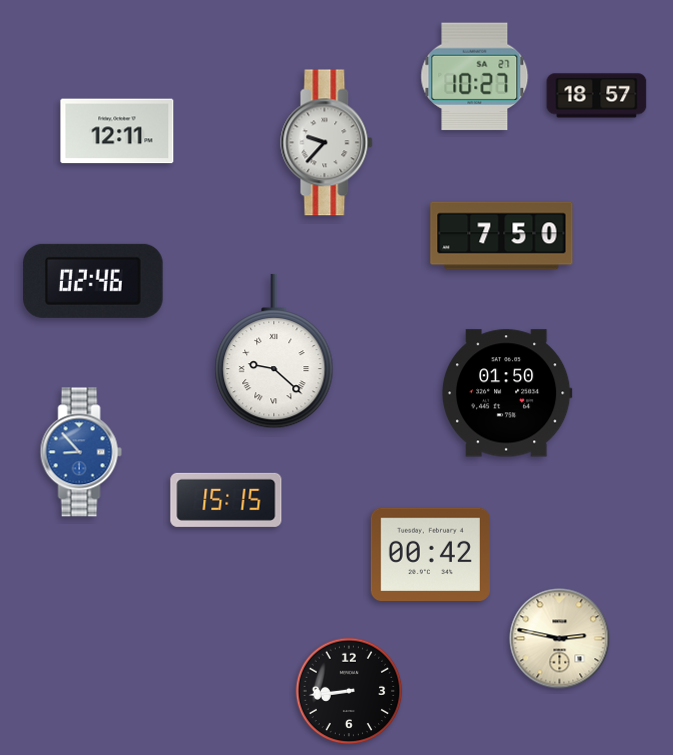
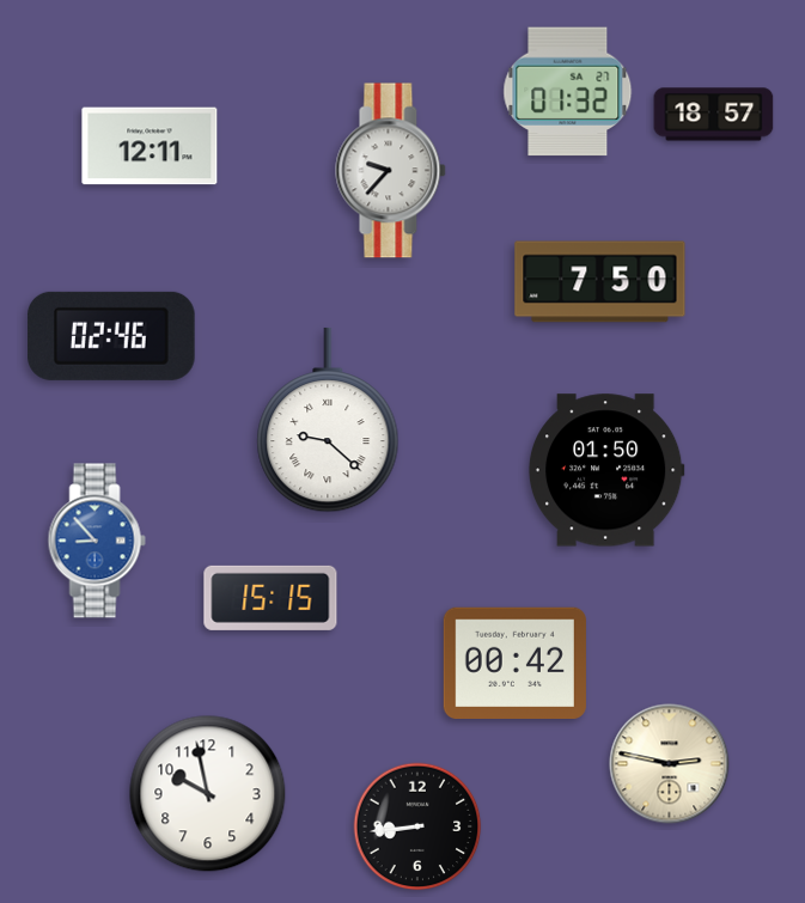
clock at (475, 77): 10:27 -> 01:32
clock at (117, 131) position: (117, 131) -> (150, 146)
clock at (208, 794): none -> 9:58
